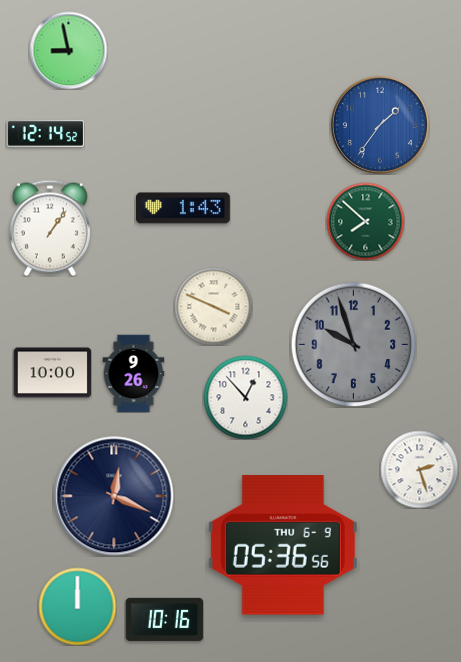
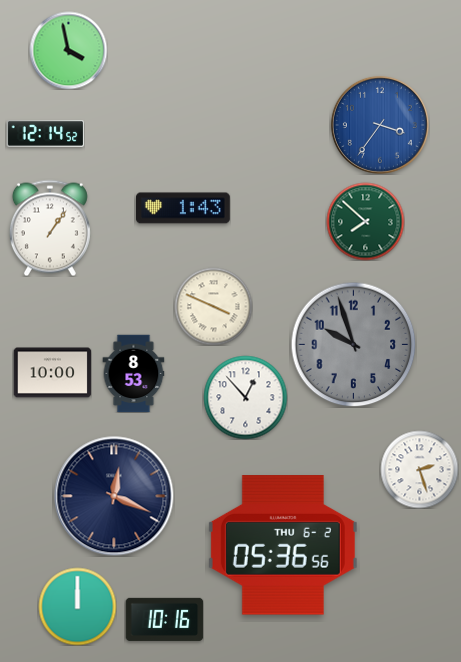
clock at (68, 50): 8:58 -> 3:58
clock at (380, 125): 1:36 -> 3:36
clock at (134, 373): 9:26 -> 8:53
clock at (283, 545) date: THU 6-9 -> THU 6-2
